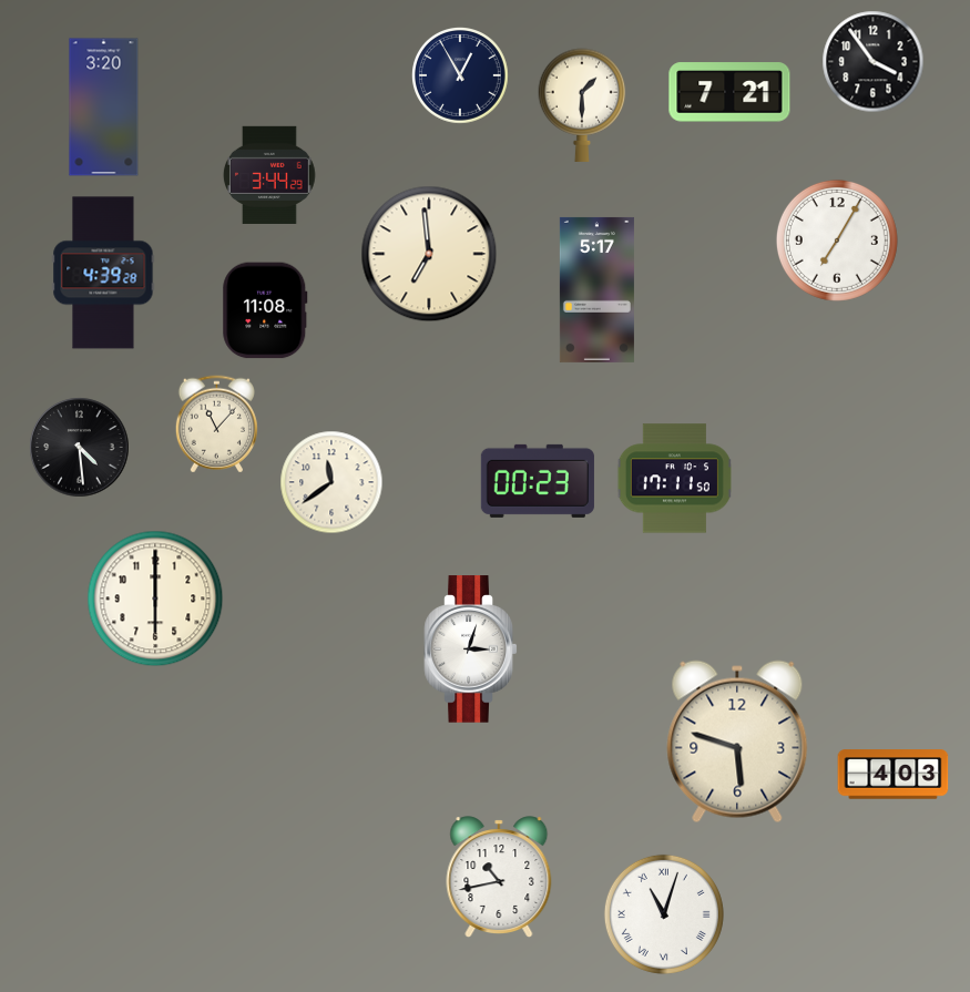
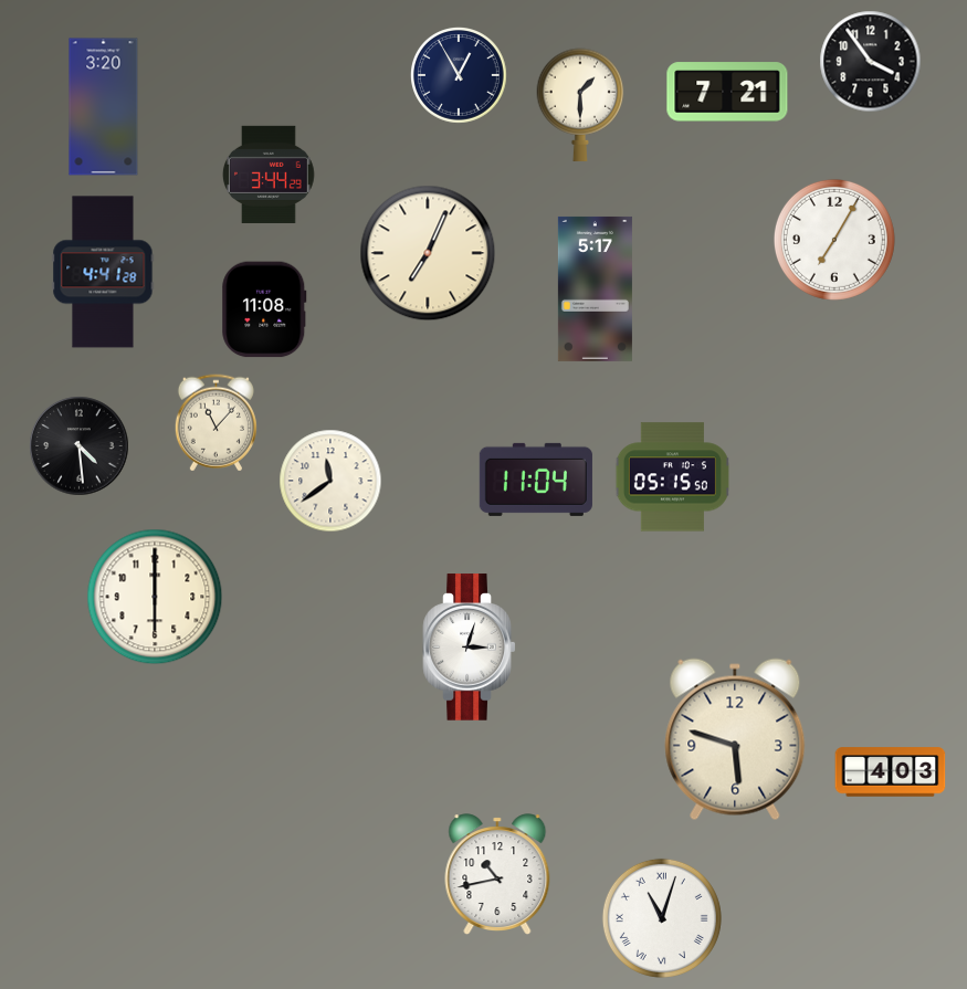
clock at (429, 254): 6:59 -> 7:04
clock at (103, 273): 4:39 -> 4:41
clock at (674, 479): 17:11 -> 05:15
clock at (538, 481): 00:23 -> 11:04
clock at (664, 914) position: (664, 914) -> (662, 918)
